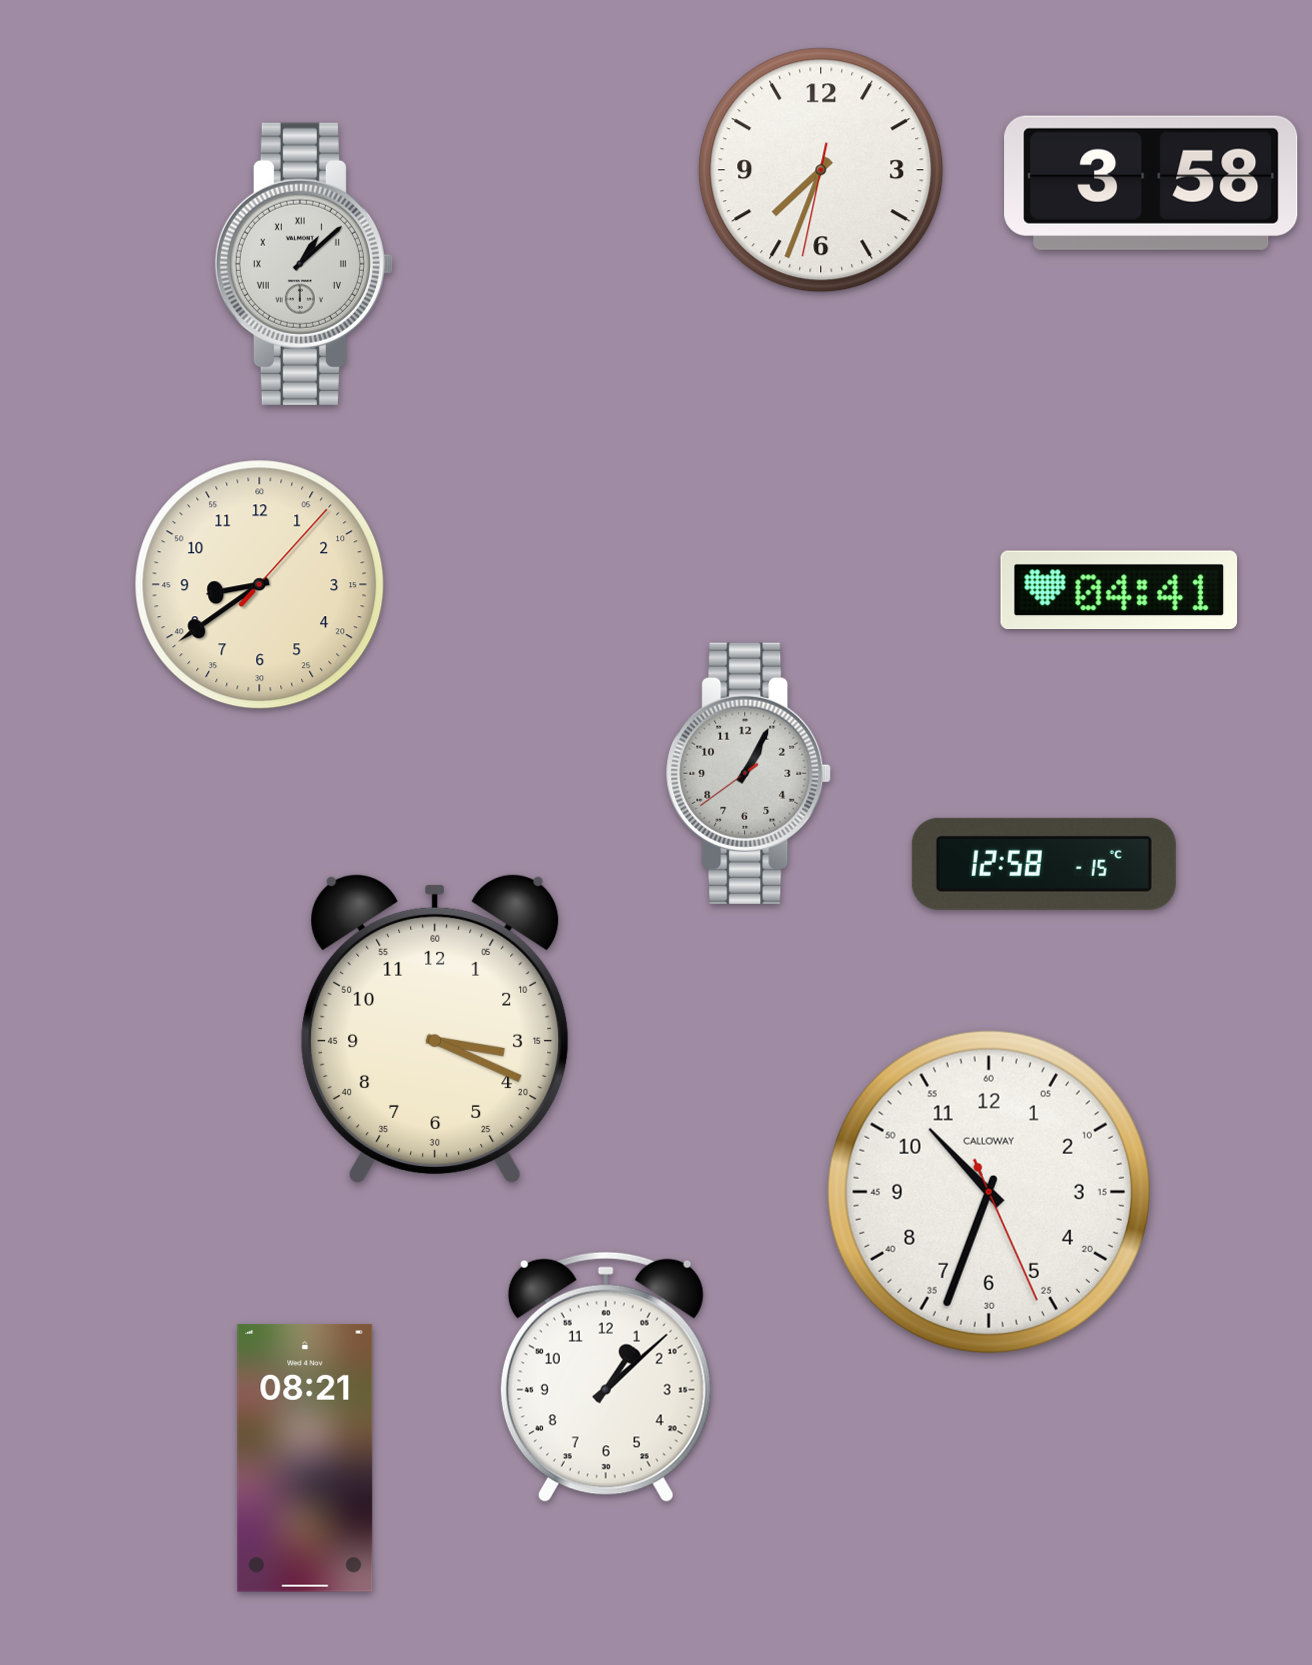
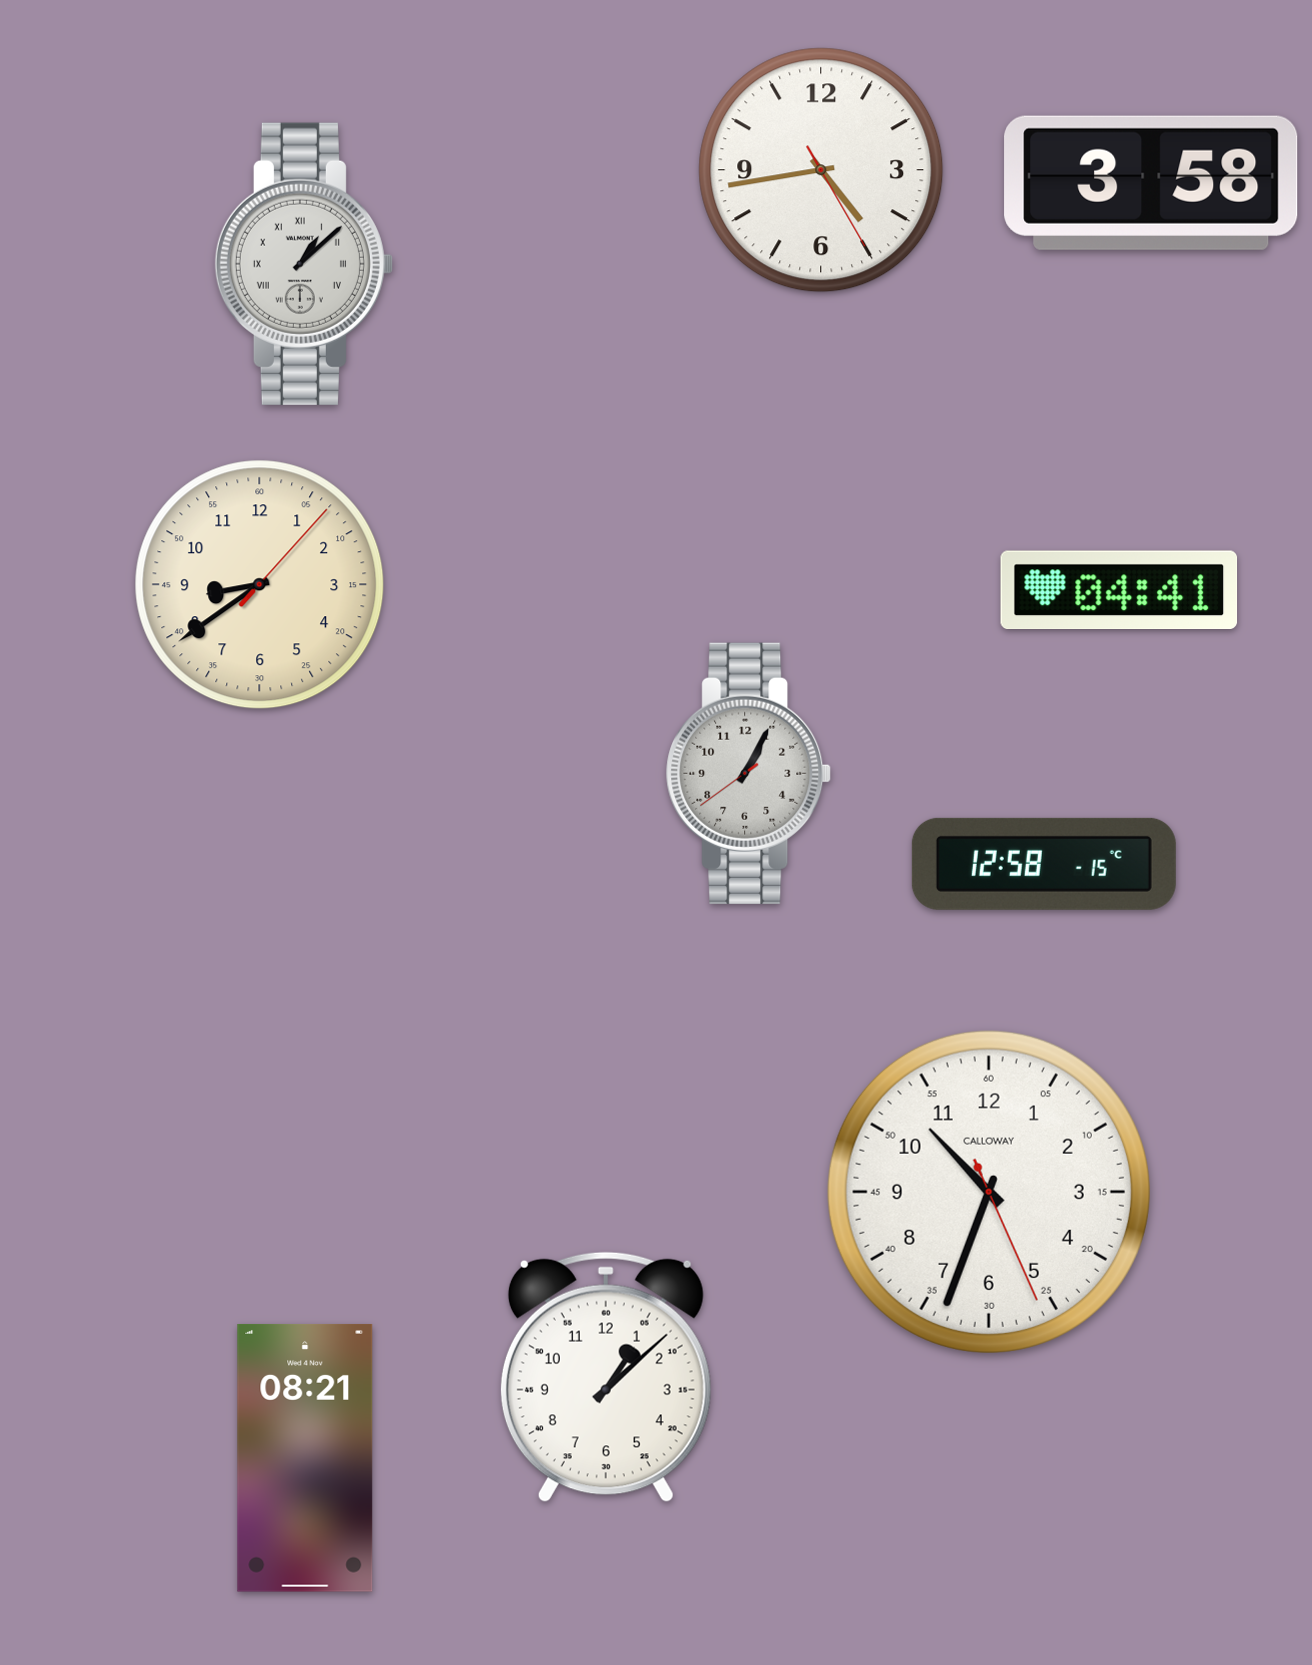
clock at (821, 170): 7:33 -> 4:43
clock at (435, 1028): 3:19 -> none
